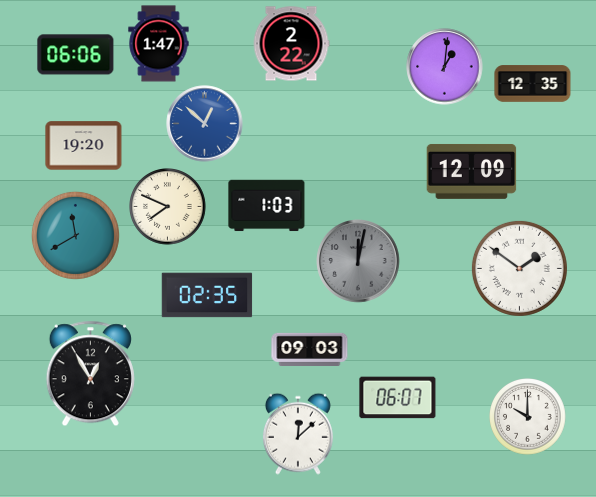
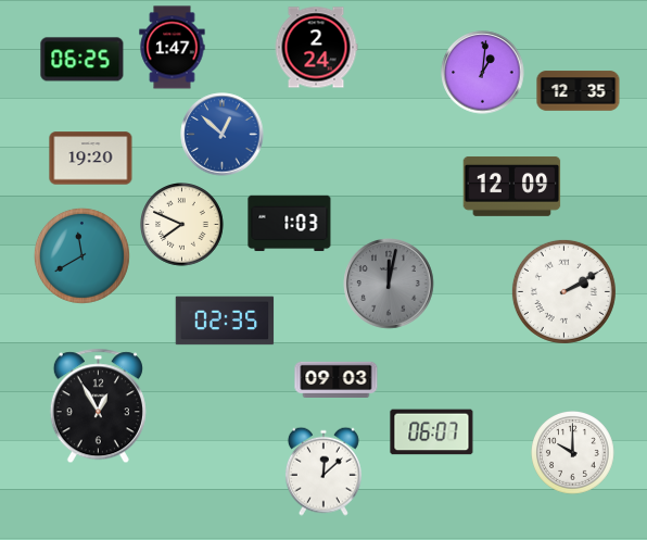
clock at (291, 44): 2:22 -> 2:24
clock at (76, 55): 06:06 -> 06:25
clock at (519, 268): 1:51 -> 2:10
